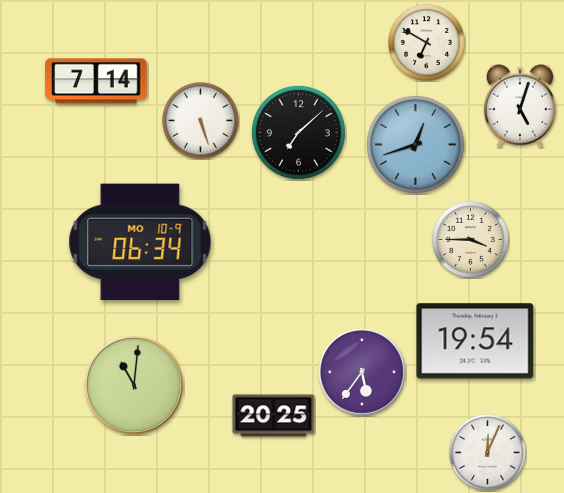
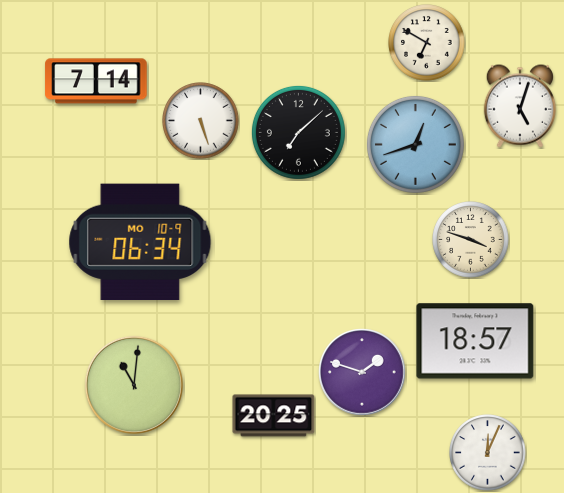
clock at (471, 240): 3:45 -> 3:48
clock at (475, 341): 19:54 -> 18:57
clock at (363, 373): 5:36 -> 1:48
